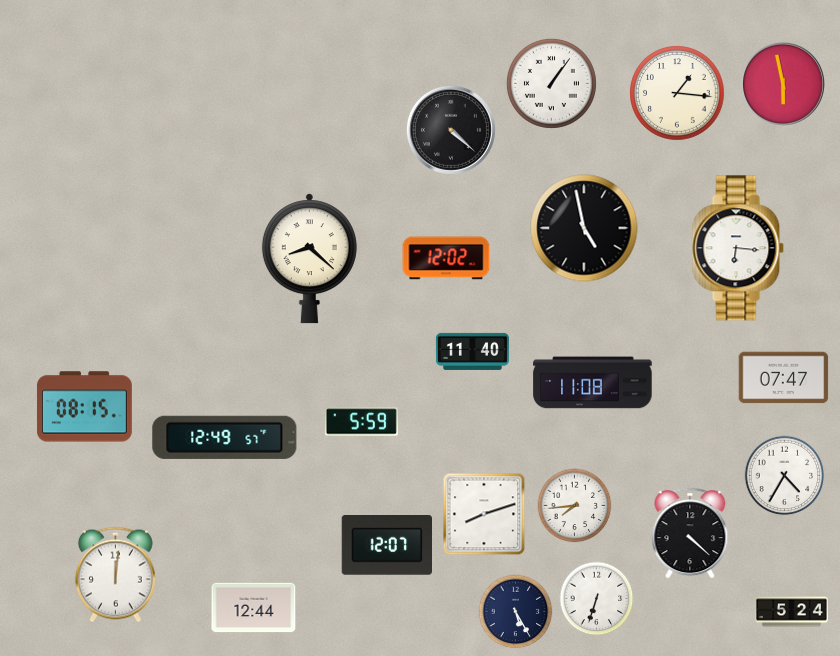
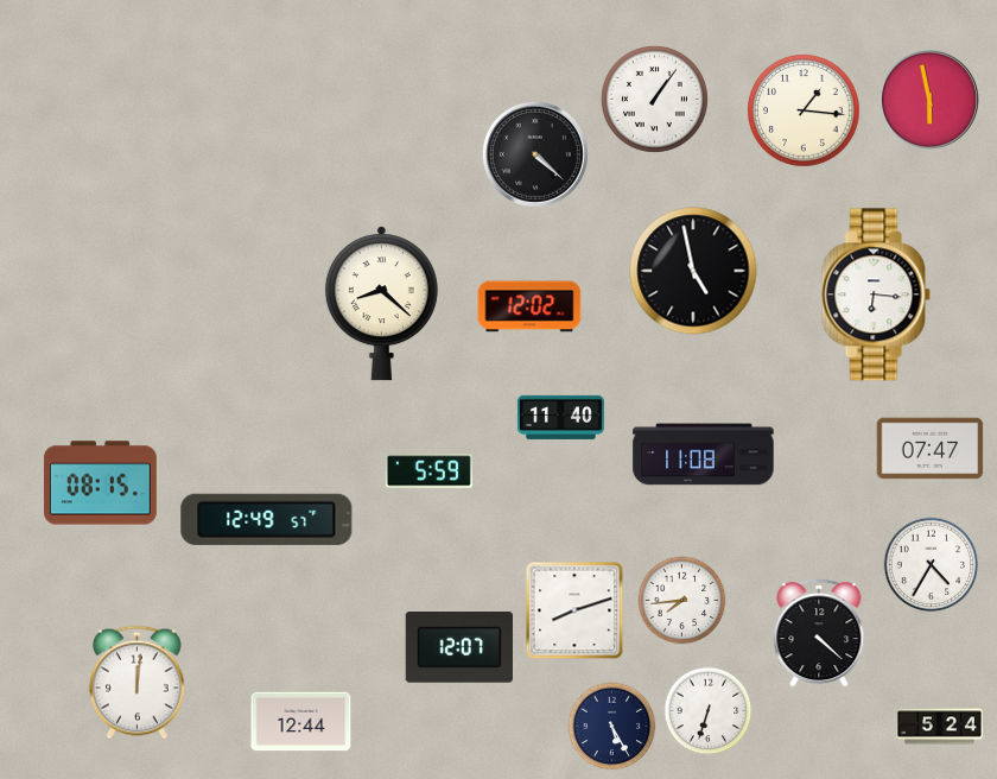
clock at (309, 259) position: (309, 259) -> (381, 304)
clock at (361, 422) position: (361, 422) -> (428, 471)
